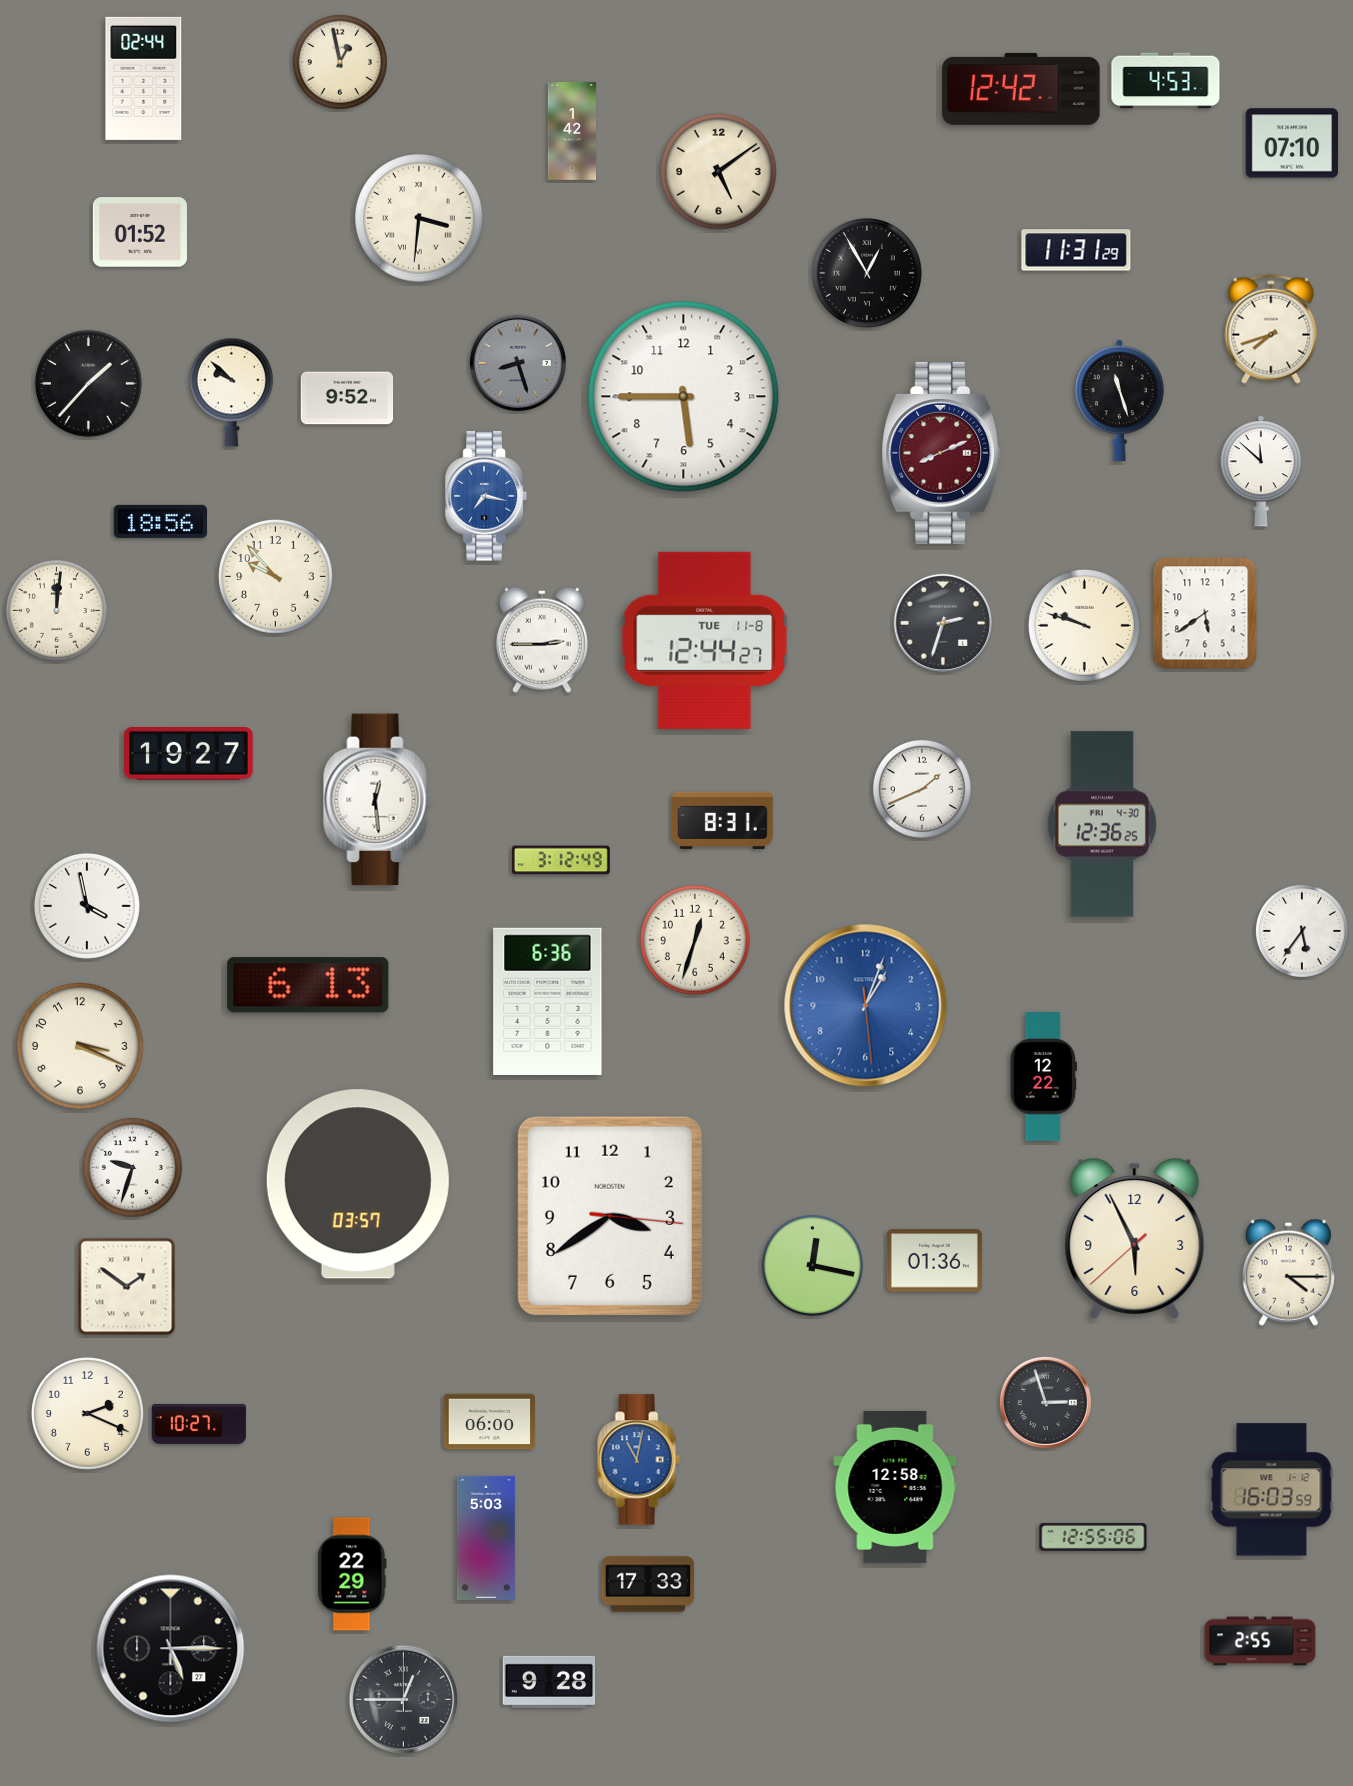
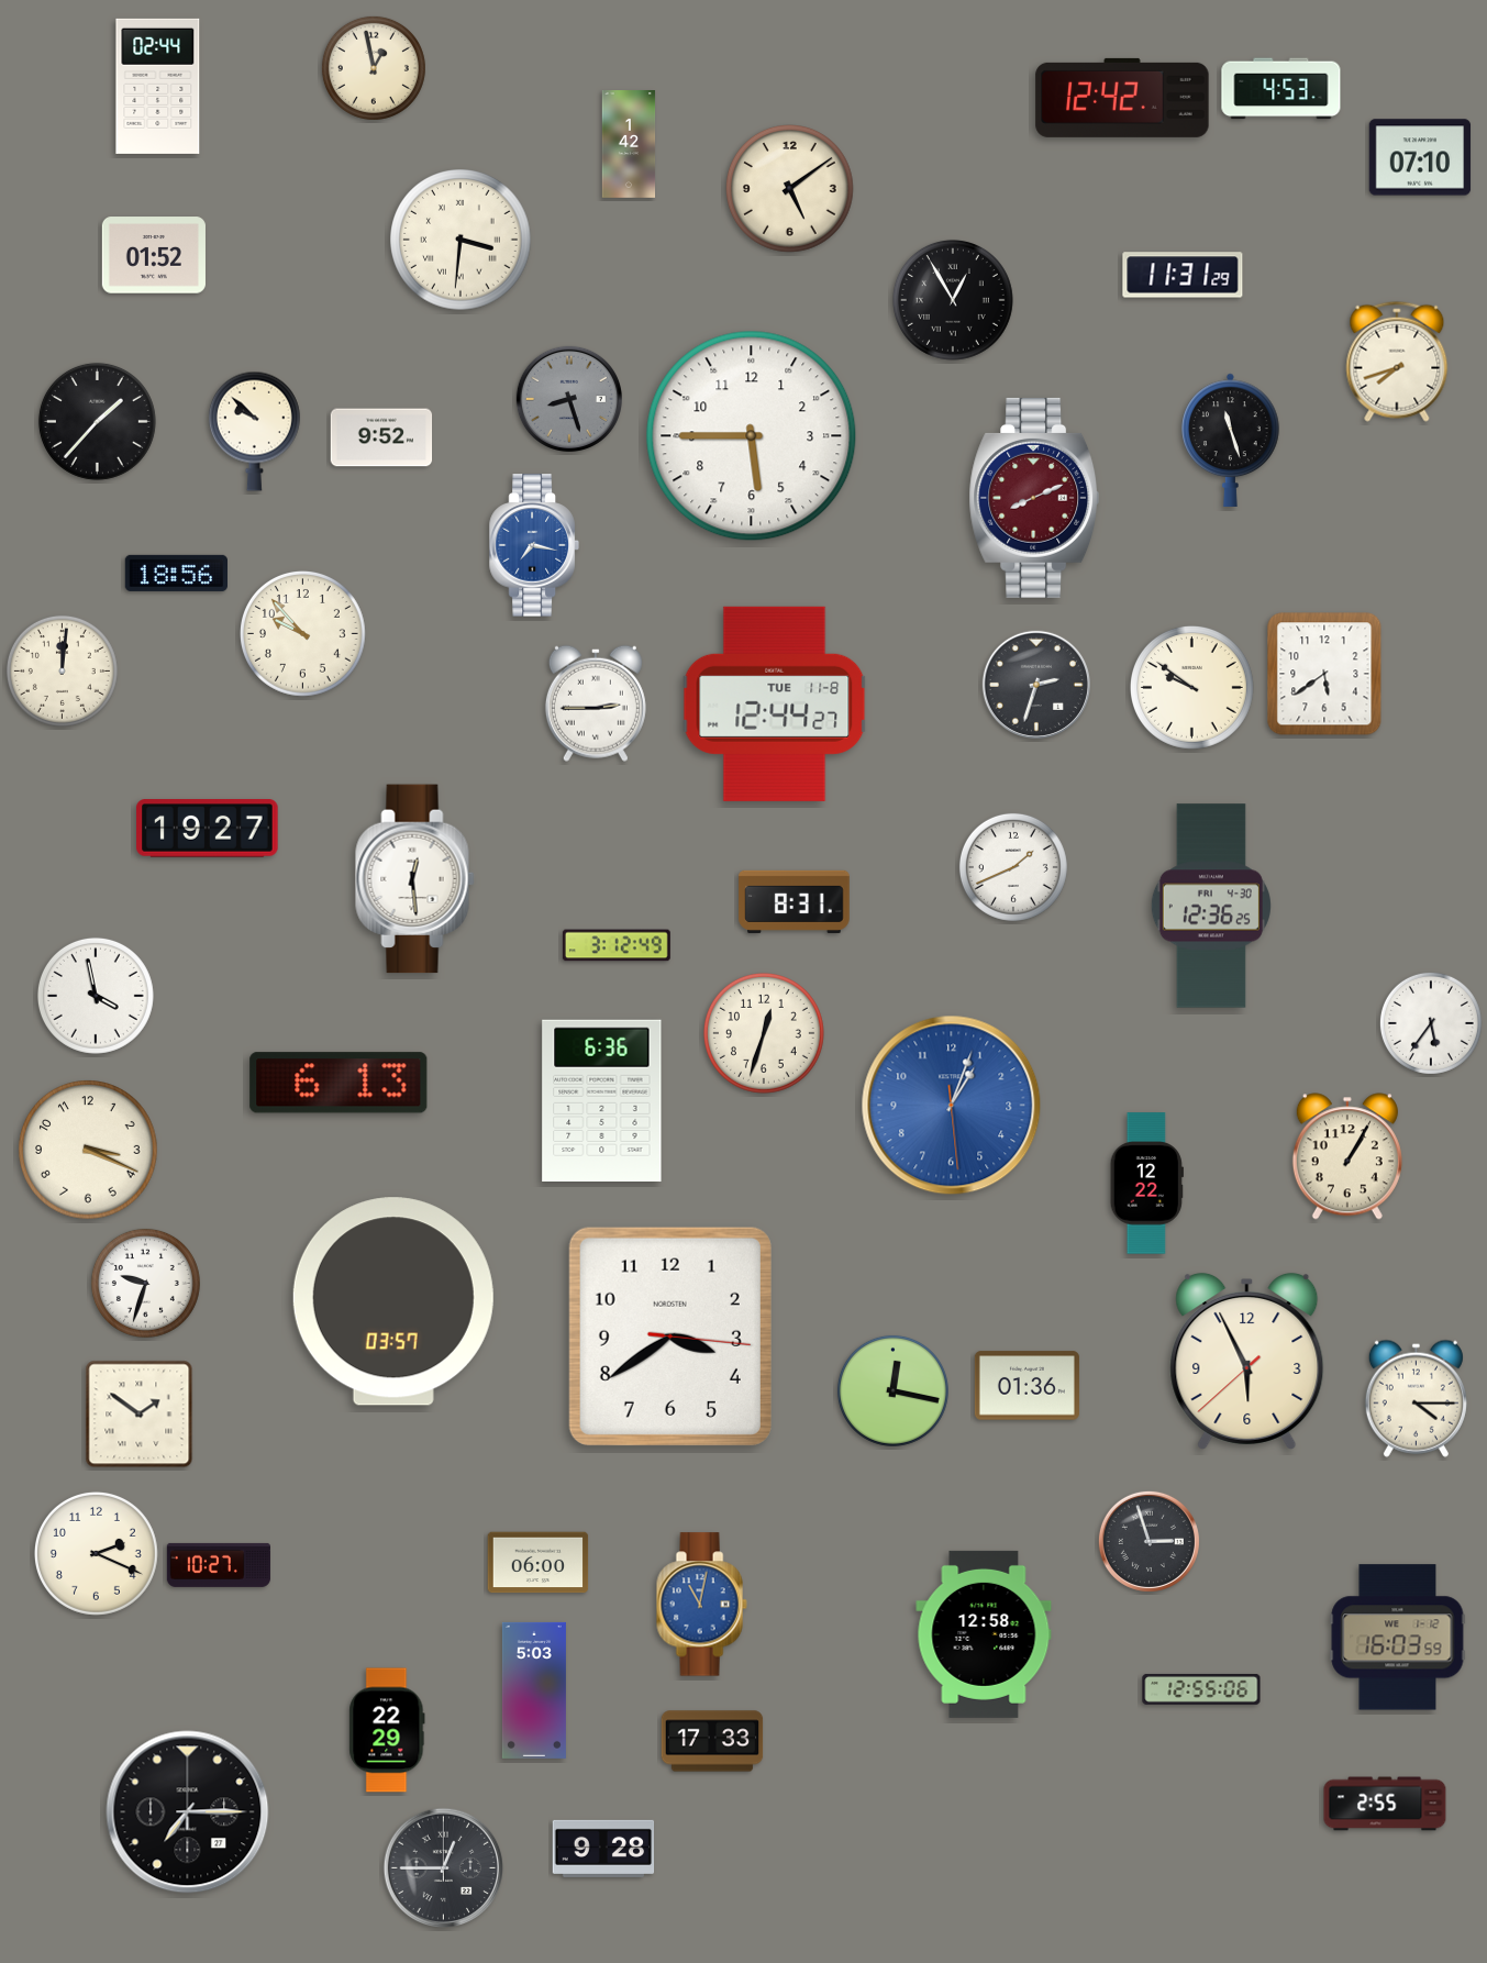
clock at (1261, 471): 11:52 -> none
clock at (1084, 625): 9:48 -> 9:51
clock at (1347, 1156): none -> 1:05
clock at (171, 1649): 5:15 -> 7:15
